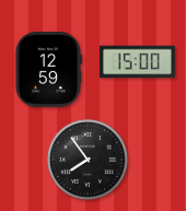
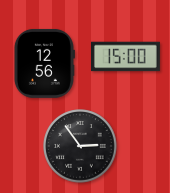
clock at (48, 69): 12:59 -> 12:56
clock at (88, 160): 7:54 -> 2:54
